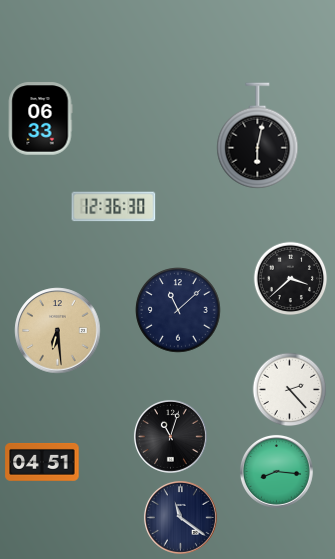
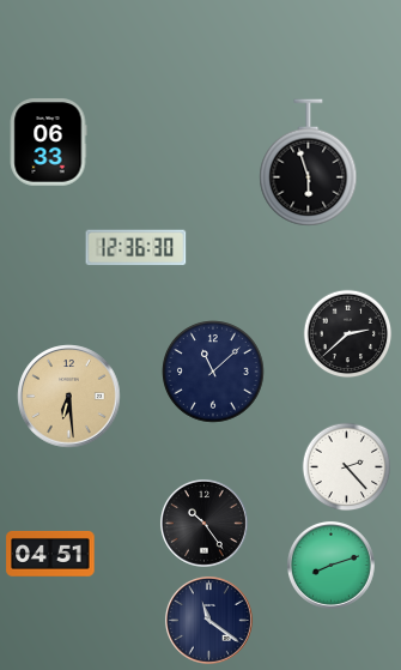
clock at (258, 136): 6:02 -> 5:57
clock at (291, 279): 3:38 -> 2:38
clock at (170, 436): 11:03 -> 10:24
clock at (276, 471): 8:16 -> 8:12
clock at (180, 517) position: (180, 517) -> (208, 620)
